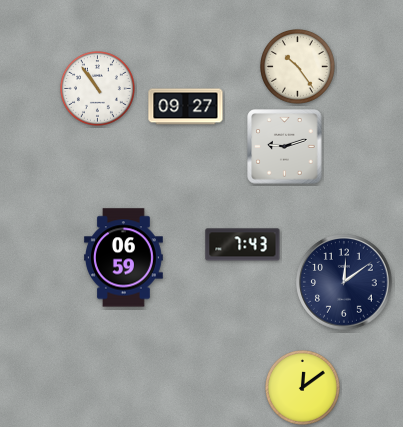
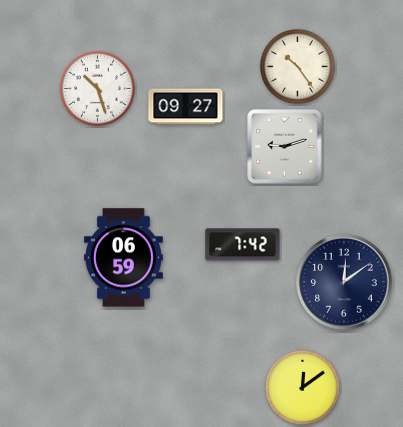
clock at (98, 89): 10:54 -> 10:27
clock at (243, 245): 7:43 -> 7:42
